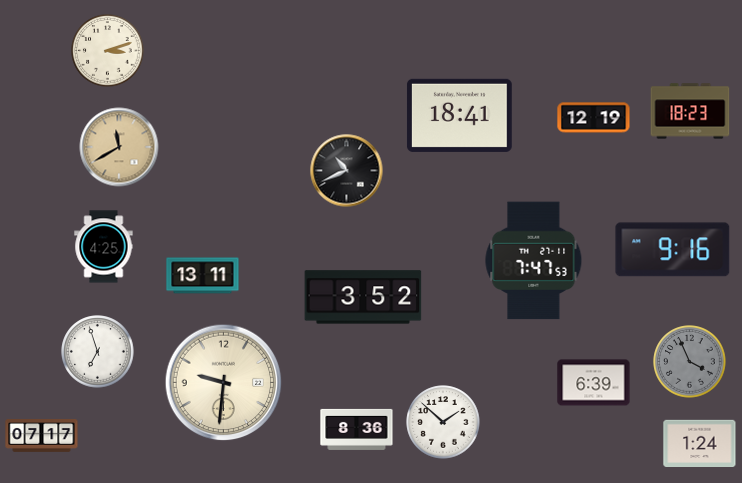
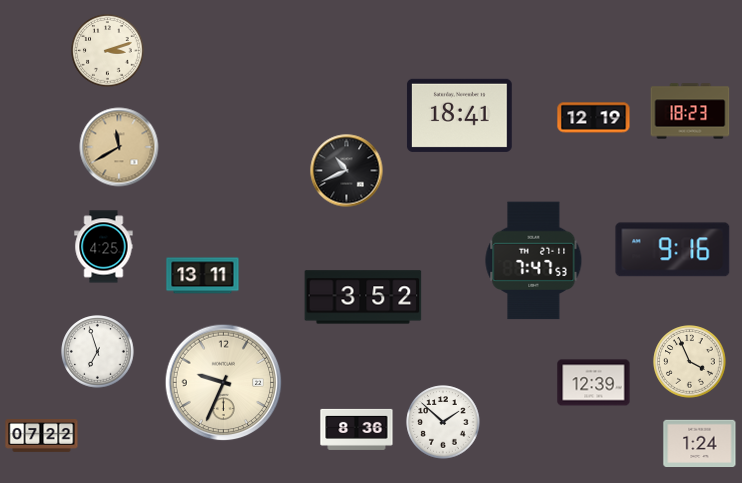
clock at (690, 362) dial: grey -> cream
clock at (224, 383): 9:31 -> 9:34
clock at (594, 383): 6:39 -> 12:39
clock at (42, 436): 07:17 -> 07:22
